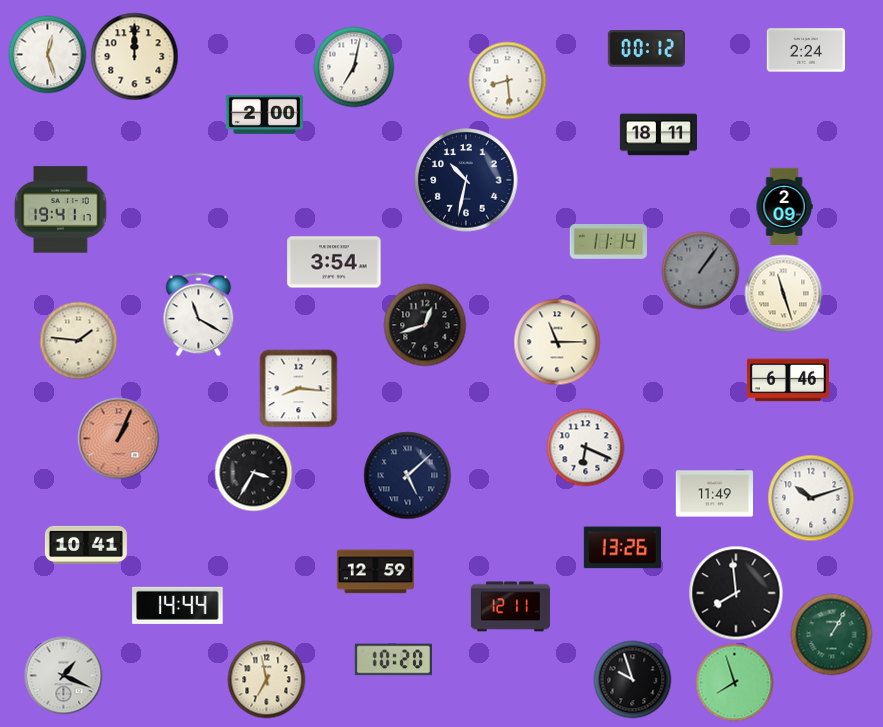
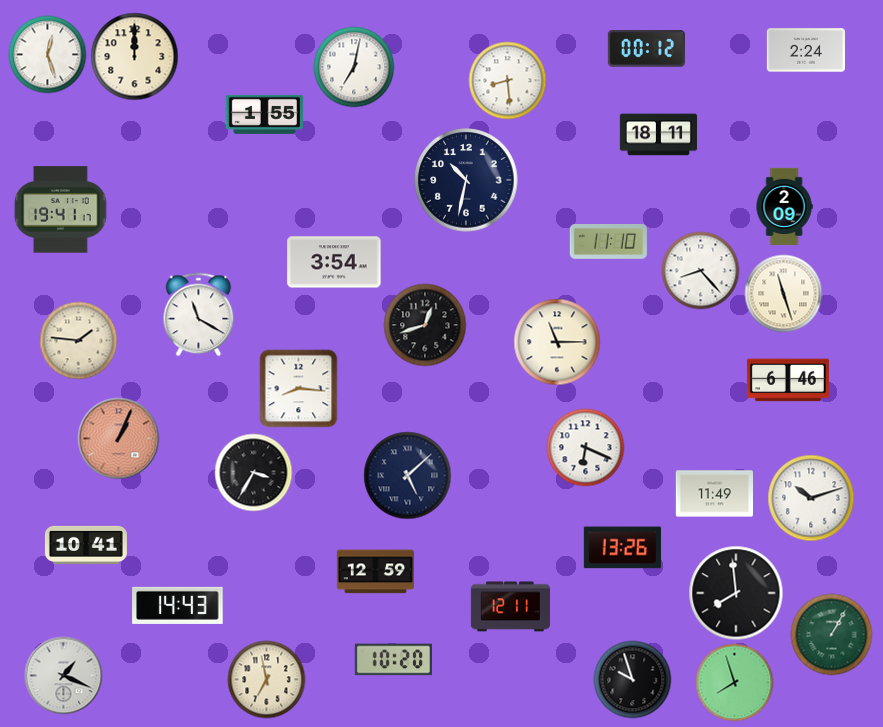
clock at (264, 114): 2:00 -> 1:55
clock at (608, 242): 11:14 -> 11:10
clock at (700, 270): 1:06 -> 8:23
clock at (700, 270) dial: grey -> white
clock at (178, 605): 14:44 -> 14:43
